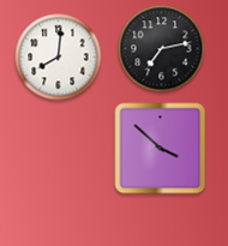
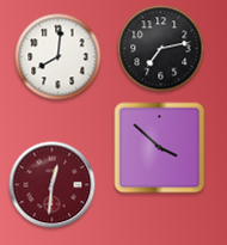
clock at (53, 185): none -> 12:31
